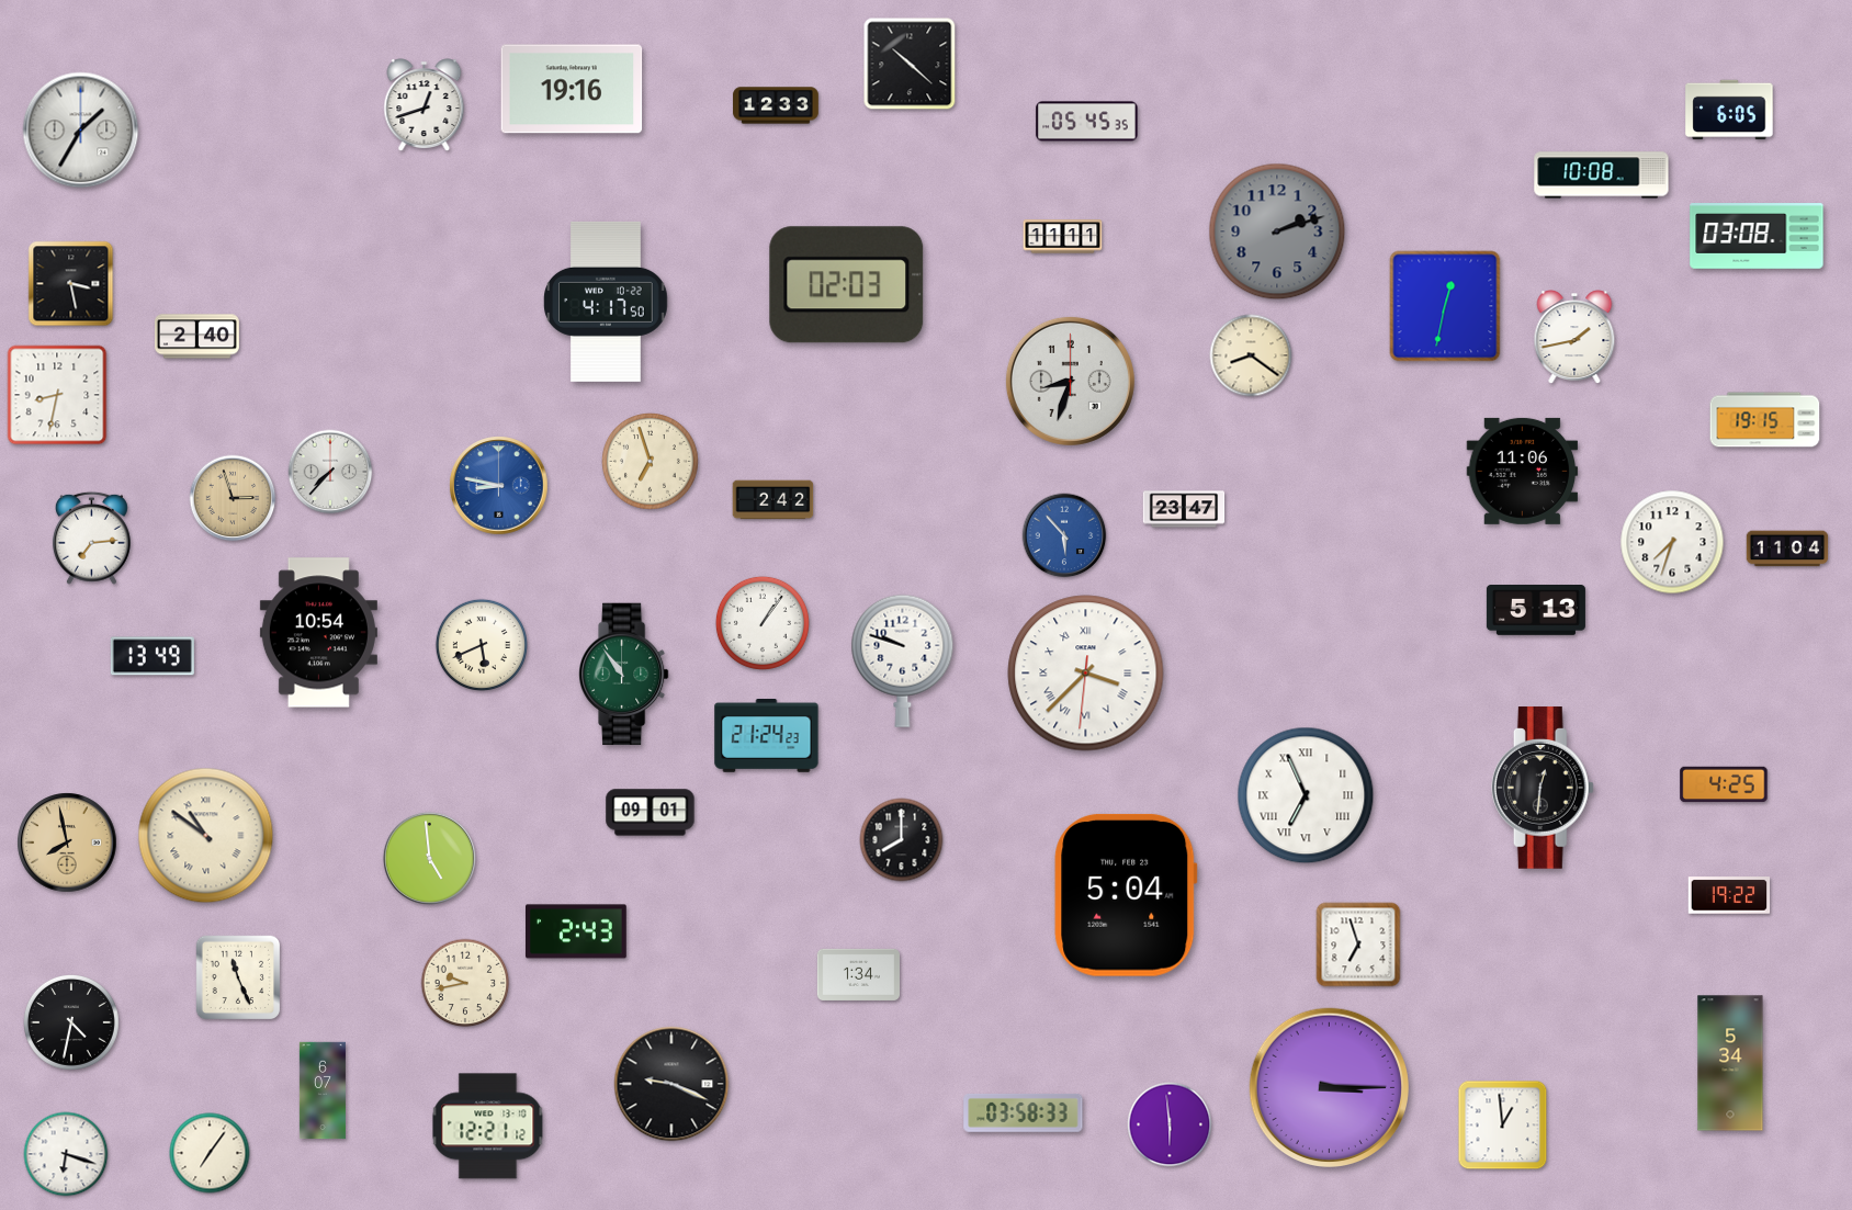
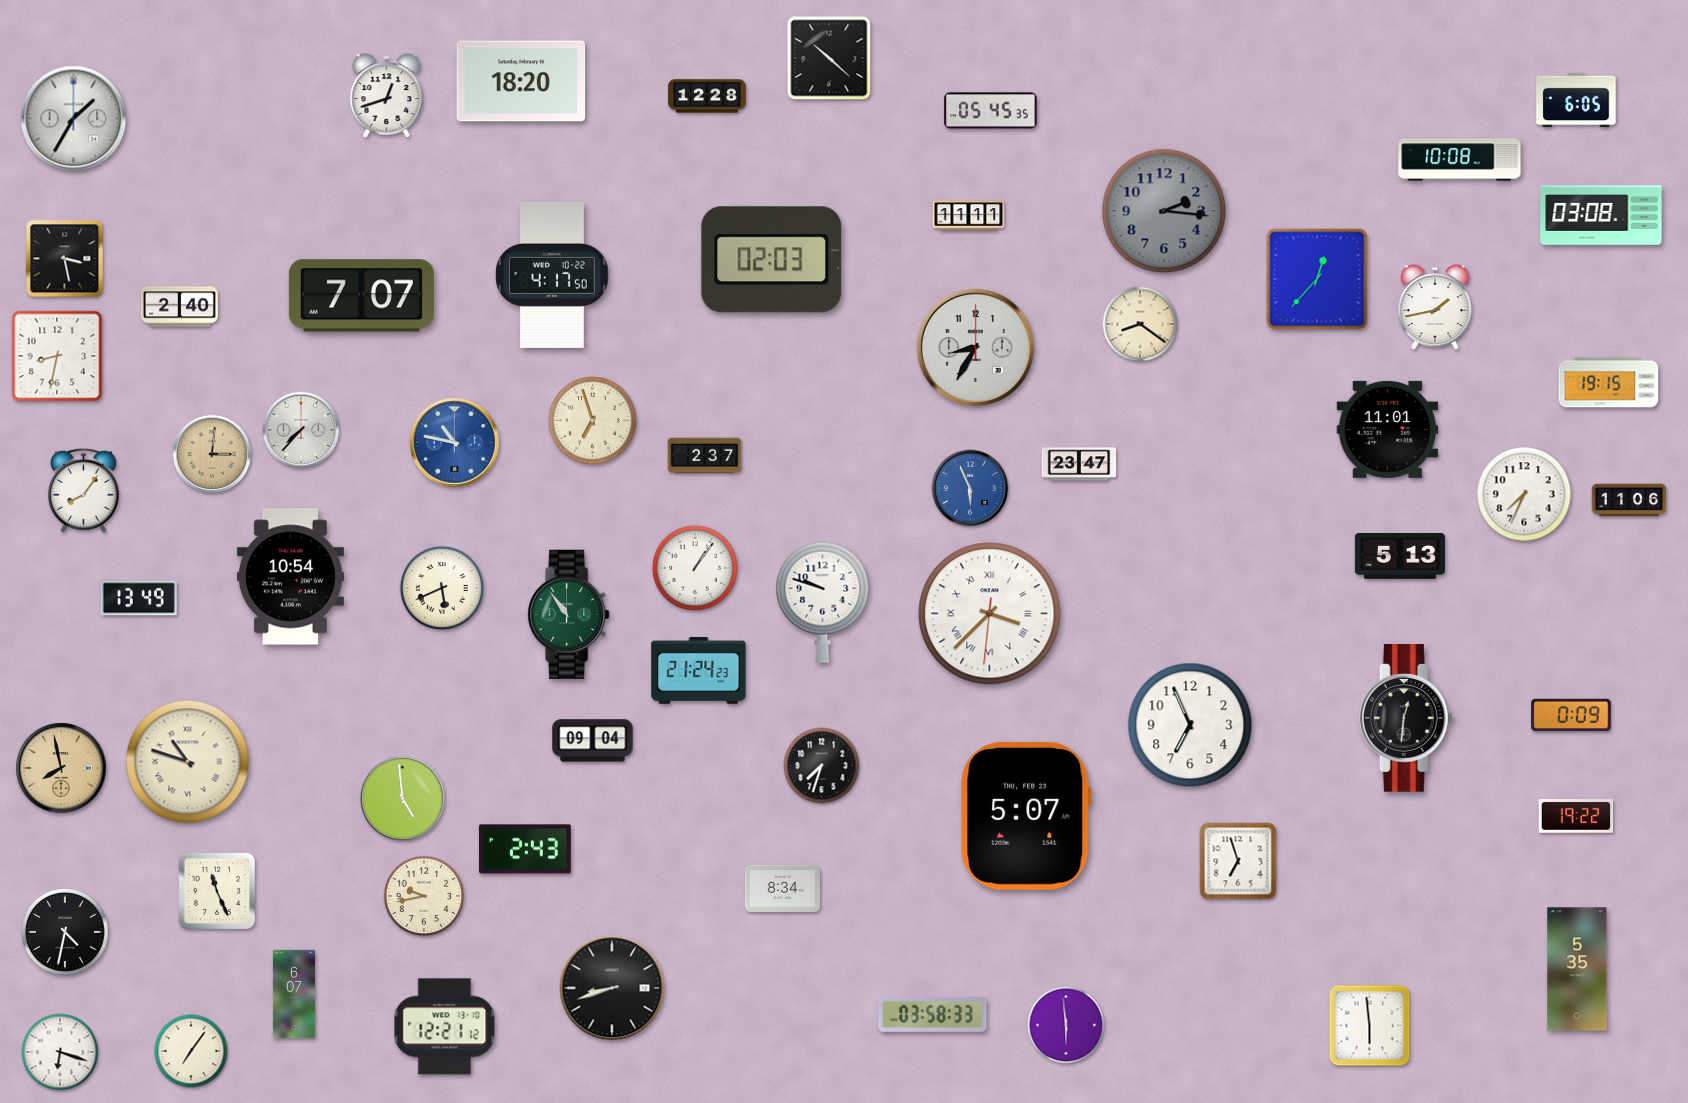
clock at (572, 89): 19:16 -> 18:20
clock at (776, 105): 12:33 -> 12:28
clock at (1277, 231): 2:12 -> 2:16
clock at (1445, 306): 12:32 -> 12:37
clock at (361, 296): none -> 7:07
clock at (1070, 381): 8:33 -> 8:35
clock at (57, 395) position: (57, 395) -> (57, 356)
clock at (1523, 471): 11:06 -> 11:01
clock at (499, 486): 8:47 -> 10:47
clock at (233, 498): 2:57 -> 3:01
clock at (773, 500): 2:42 -> 2:37
clock at (1064, 535): 5:53 -> 5:56
clock at (91, 538): 7:14 -> 8:06
clock at (1672, 542): 7:33 -> 7:34
clock at (1787, 549): 11:04 -> 11:06
clock at (481, 644) position: (481, 644) -> (441, 587)
clock at (1724, 784): 4:25 -> 0:09
clock at (1306, 795) numerals: Roman -> Arabic
clock at (651, 813): 09:01 -> 09:04
clock at (206, 836): 10:51 -> 10:48
clock at (902, 840): 8:00 -> 7:33
clock at (429, 858) position: (429, 858) -> (402, 798)
clock at (1126, 895): 5:04 -> 5:07
clock at (858, 974): 1:34 -> 8:34
clock at (1730, 1063): 5:34 -> 5:35
clock at (671, 1084): 9:19 -> 8:42
clock at (1329, 1087): 3:15 -> none
clock at (1503, 1126): 12:59 -> 5:59
